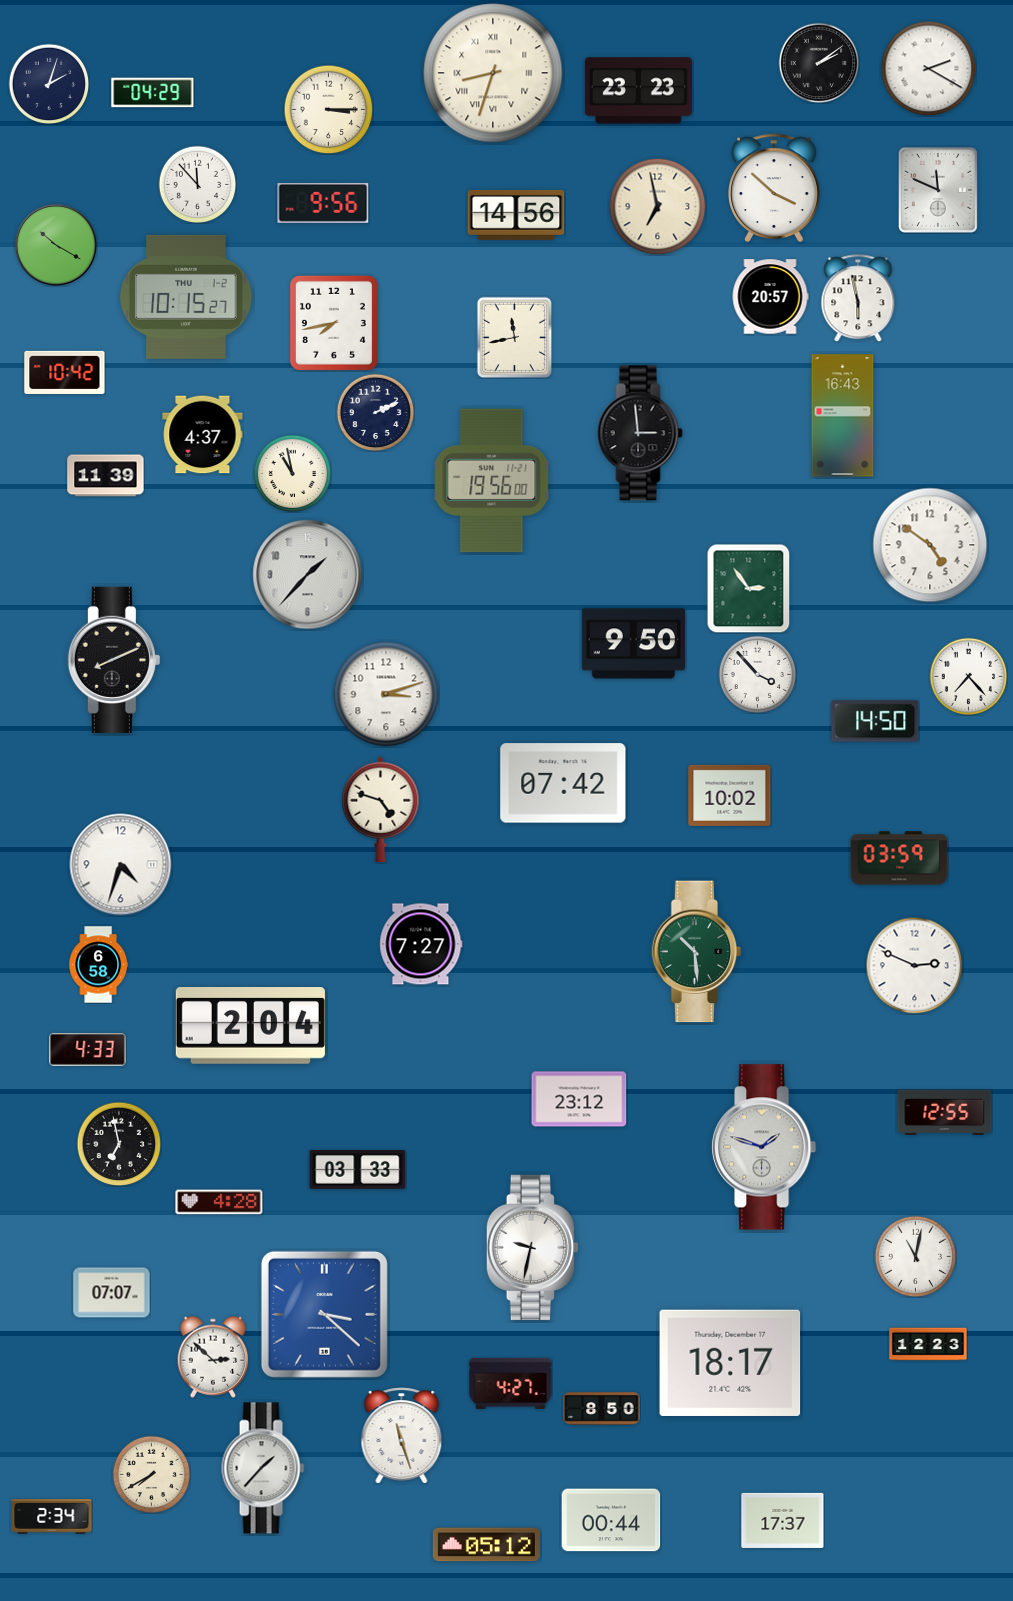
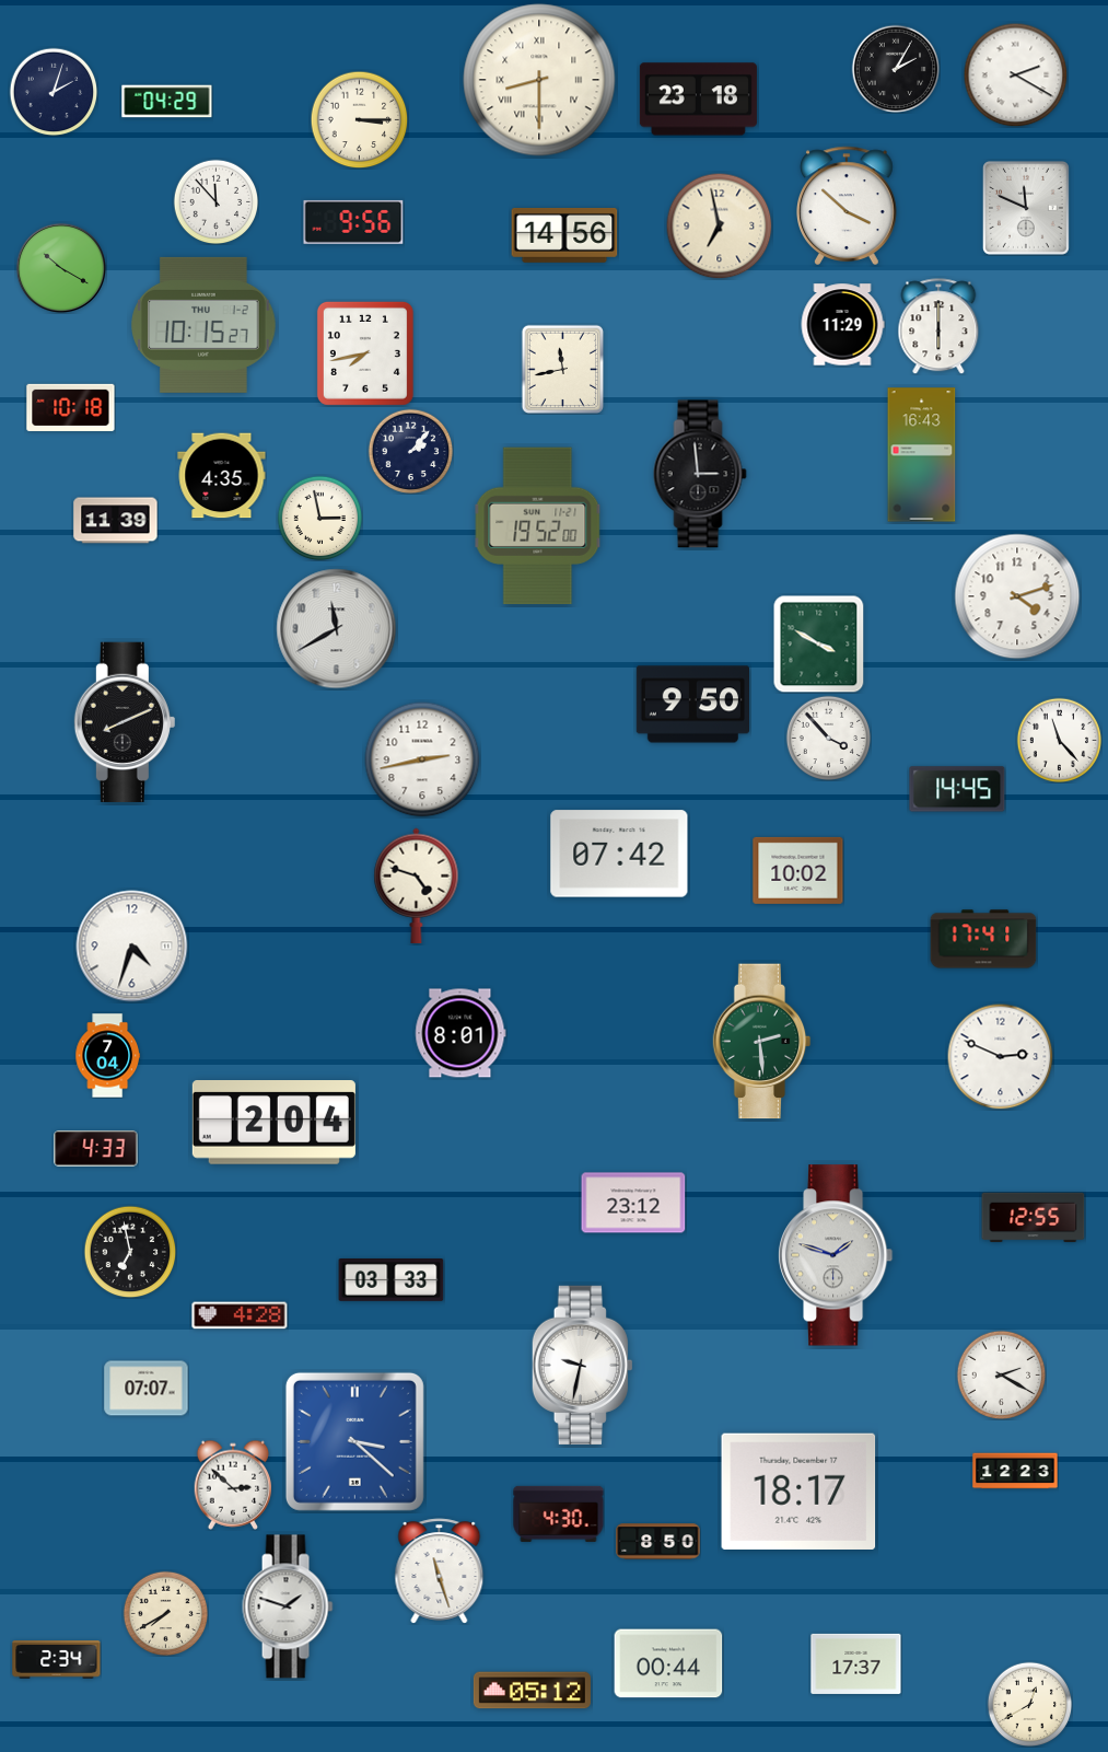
clock at (819, 63): 2:09 -> 2:05
clock at (493, 73): 8:33 -> 8:30
clock at (638, 91): 23:23 -> 23:18
clock at (770, 297): 20:57 -> 11:29
clock at (858, 298): 5:58 -> 6:00
clock at (65, 372): 10:42 -> 10:18
clock at (375, 412): 2:11 -> 2:07
clock at (203, 435): 4:37 -> 4:35
clock at (292, 473): 10:58 -> 2:58
clock at (492, 481): 19:56 -> 19:52
clock at (930, 545): 4:51 -> 4:12
clock at (308, 575): 1:37 -> 11:40
clock at (749, 588): 2:54 -> 3:50
clock at (968, 676): 7:23 -> 11:23
clock at (386, 694): 3:12 -> 2:43
clock at (875, 721): 14:50 -> 14:45
clock at (563, 783) position: (563, 783) -> (619, 854)
clock at (899, 858): 03:59 -> 17:41
clock at (421, 944): 7:27 -> 8:01
clock at (697, 952): 10:29 -> 2:29
clock at (98, 965): 6:58 -> 7:04
clock at (915, 1256): 11:02 -> 2:20
clock at (112, 1293) position: (112, 1293) -> (147, 1389)
clock at (324, 1314) position: (324, 1314) -> (354, 1441)
clock at (511, 1383): 4:27 -> 4:30
clock at (263, 1468): 1:37 -> 1:48
clock at (1029, 1704): none -> 12:40
